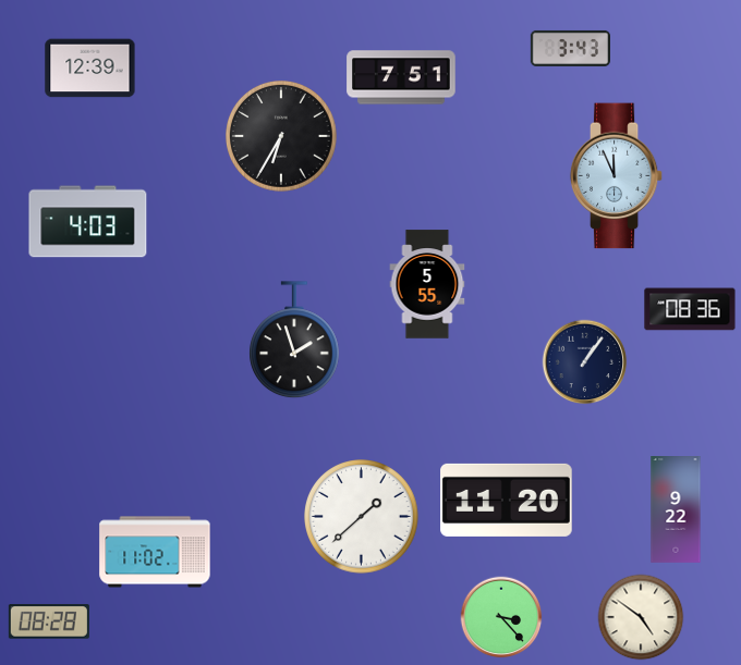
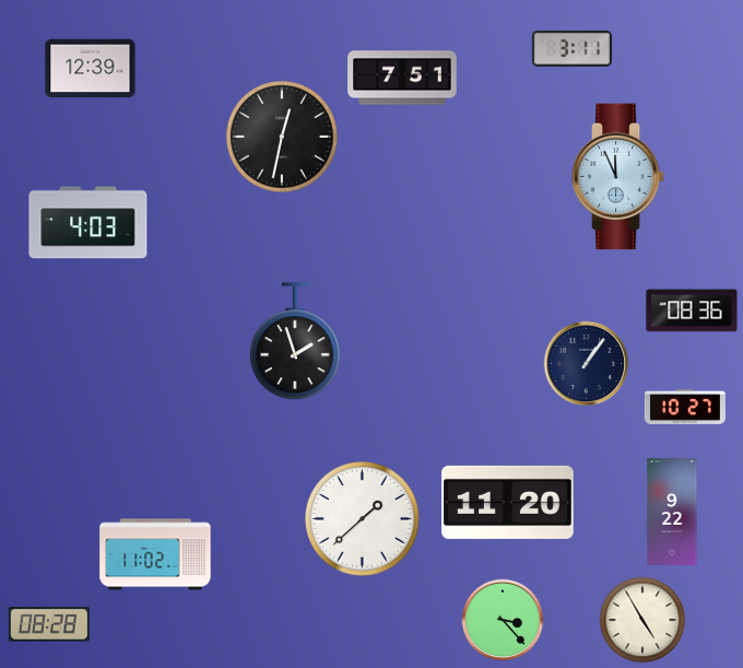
clock at (570, 48): 3:43 -> 3:11
clock at (282, 137): 6:35 -> 12:32
clock at (427, 284): 5:55 -> none
clock at (685, 407): none -> 10:27
clock at (676, 510) position: (676, 510) -> (672, 513)
clock at (641, 617): 4:51 -> 4:55
